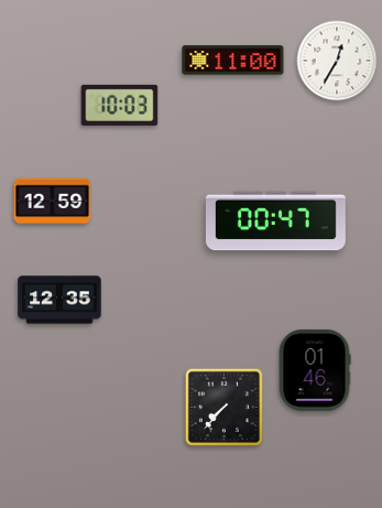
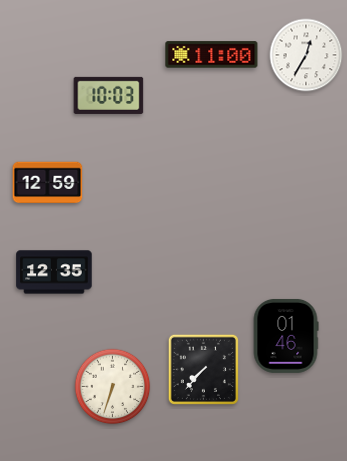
clock at (275, 221): 00:47 -> none
clock at (113, 387): none -> 6:33
